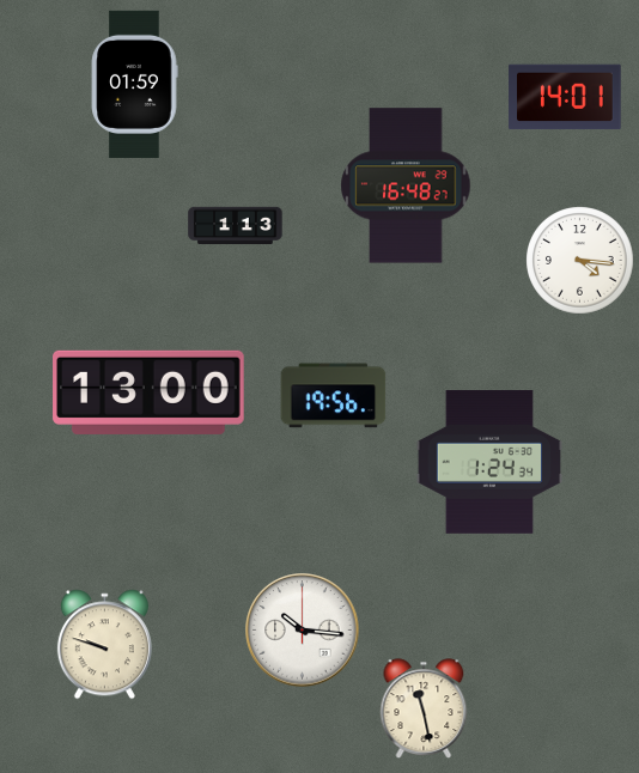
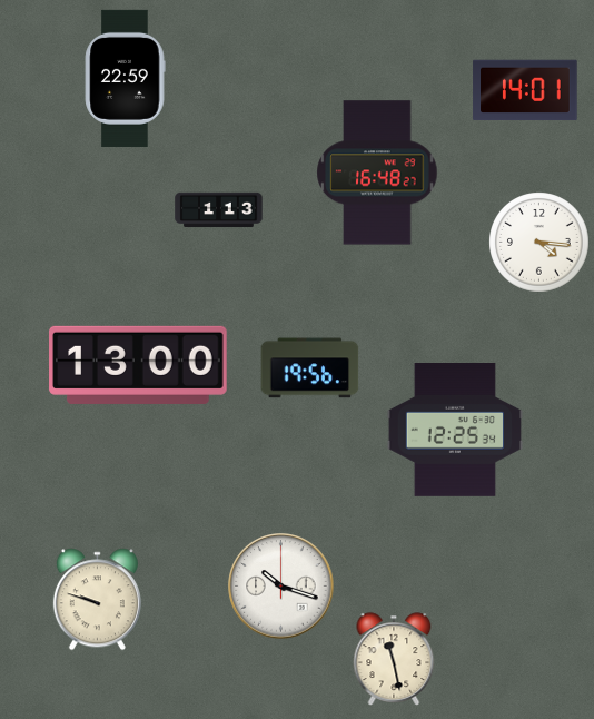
clock at (134, 84): 01:59 -> 22:59
clock at (488, 463): 1:24 -> 12:25
clock at (303, 631): 10:16 -> 10:18
